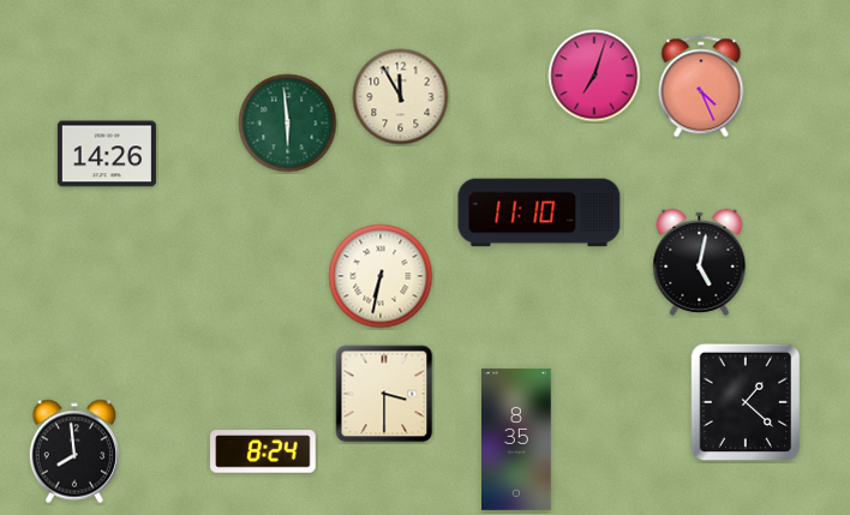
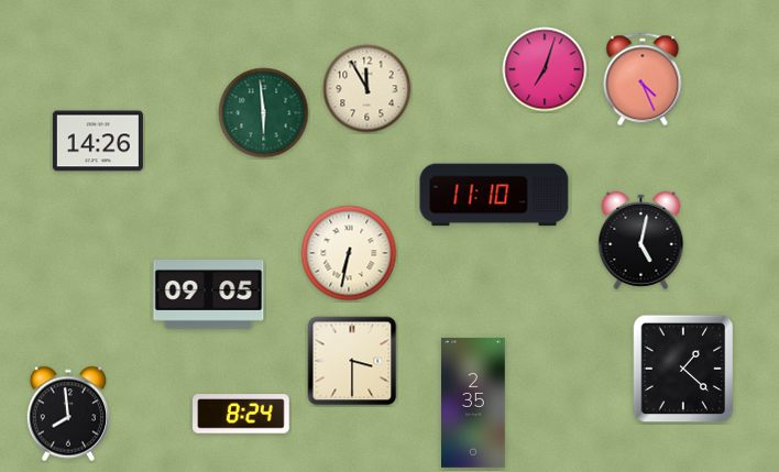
clock at (209, 295): none -> 09:05
clock at (517, 439): 8:35 -> 2:35
